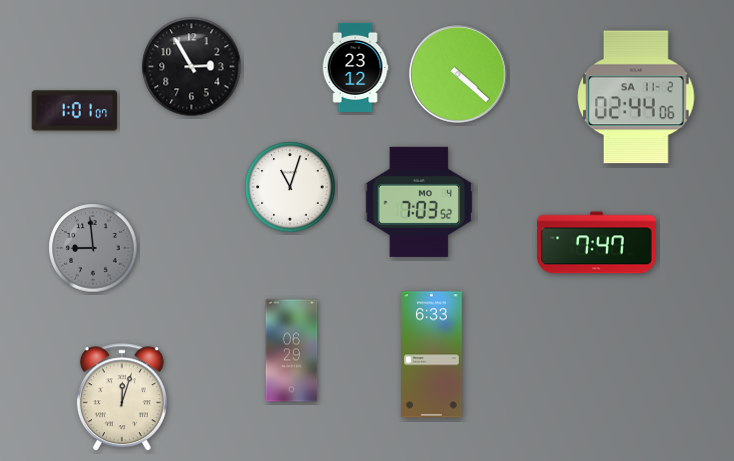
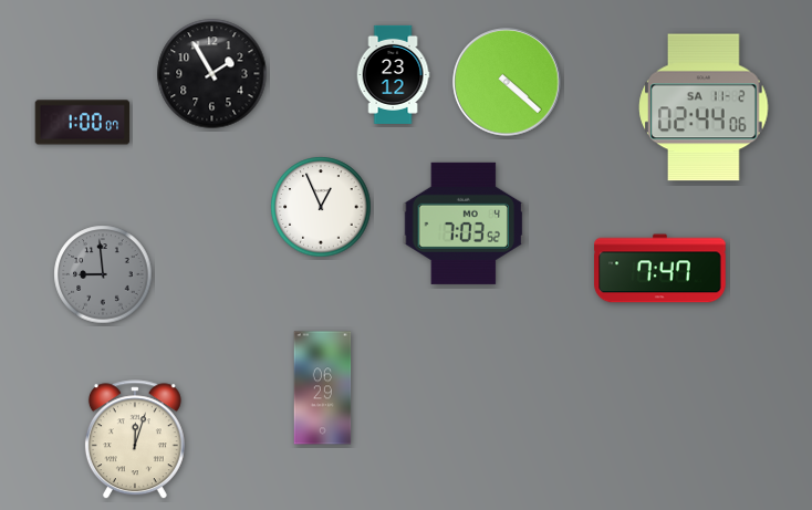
clock at (192, 67): 2:55 -> 1:55
clock at (75, 111): 1:01 -> 1:00
clock at (290, 187): 11:03 -> 12:56
clock at (432, 355): 6:33 -> none
